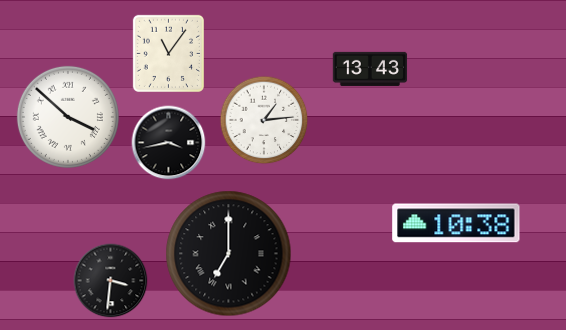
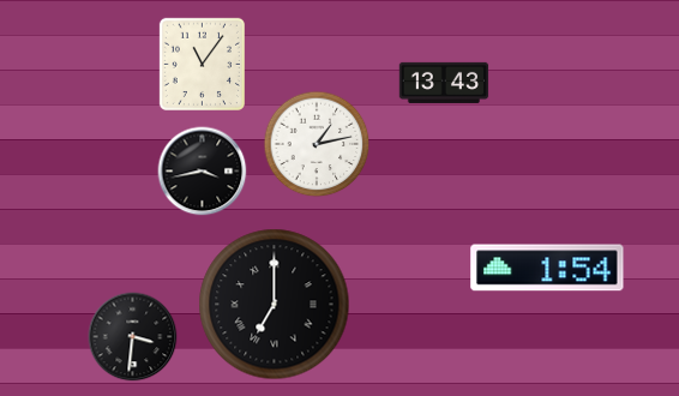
clock at (68, 117): 3:52 -> none
clock at (264, 120): 1:14 -> 1:13
clock at (456, 223): 10:38 -> 1:54
